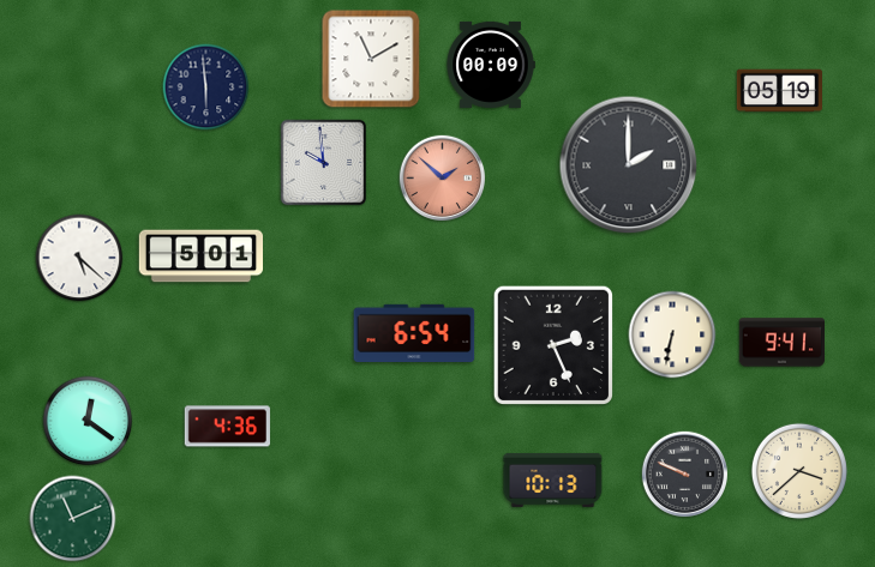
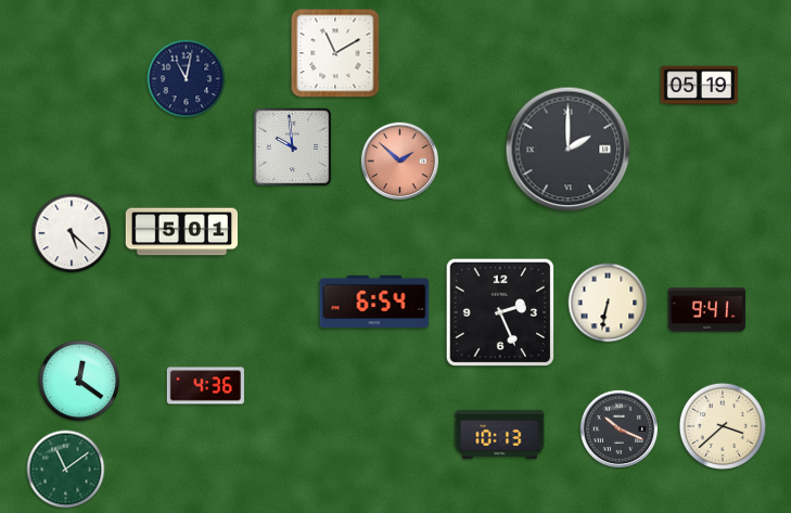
clock at (491, 65): 00:09 -> none
clock at (206, 88): 5:59 -> 11:02
clock at (779, 91) position: (779, 91) -> (699, 86)
clock at (685, 475): 9:49 -> 10:19
clock at (73, 519): 11:11 -> 11:09
